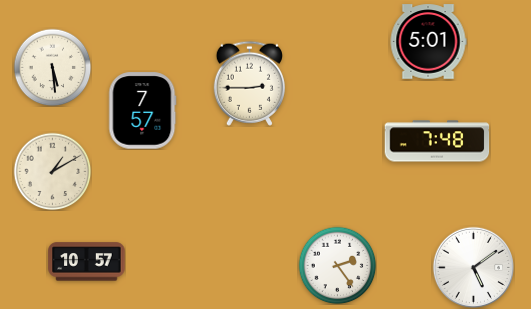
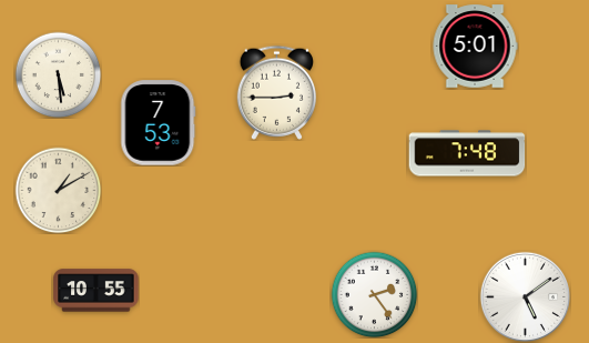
clock at (143, 111): 7:57 -> 7:53
clock at (437, 141) position: (437, 141) -> (467, 153)
clock at (87, 262): 10:57 -> 10:55
